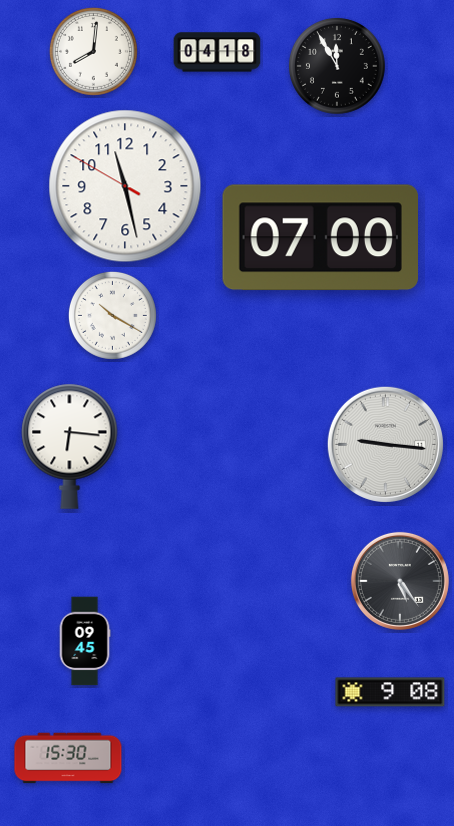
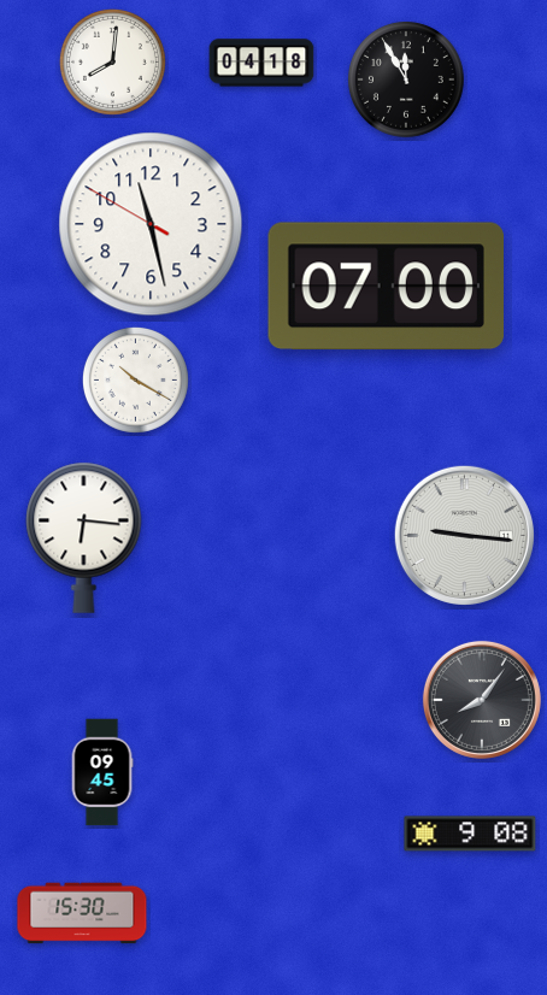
clock at (400, 581): 5:24 -> 8:06
